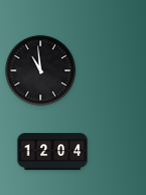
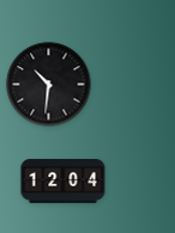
clock at (41, 71): 10:59 -> 10:31
